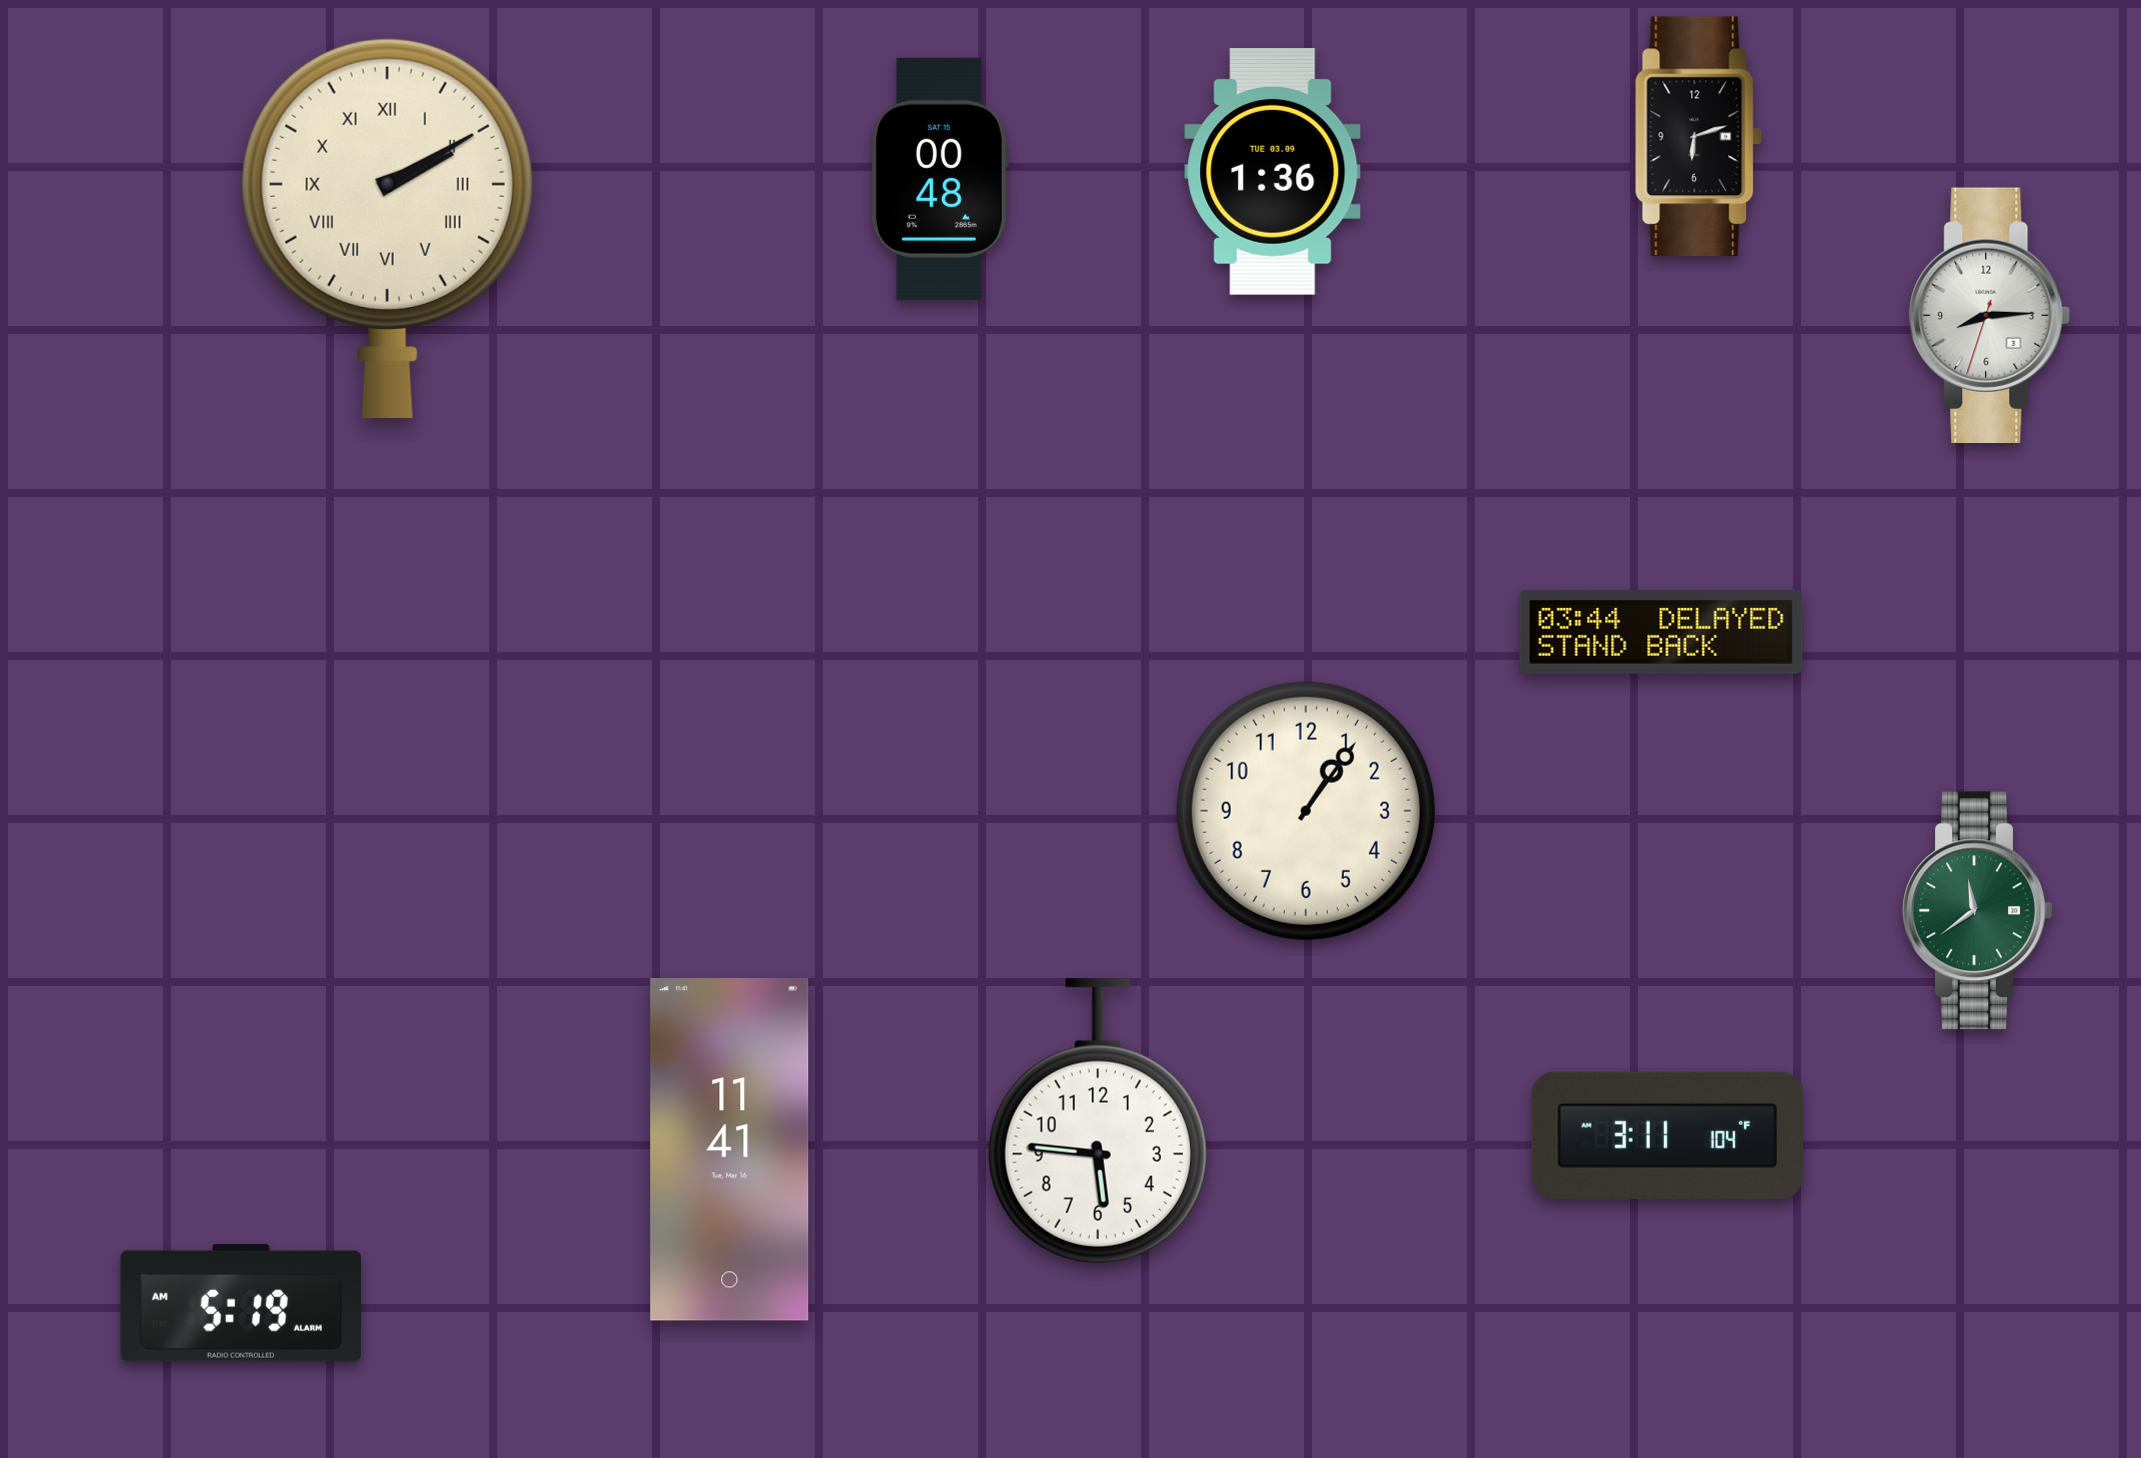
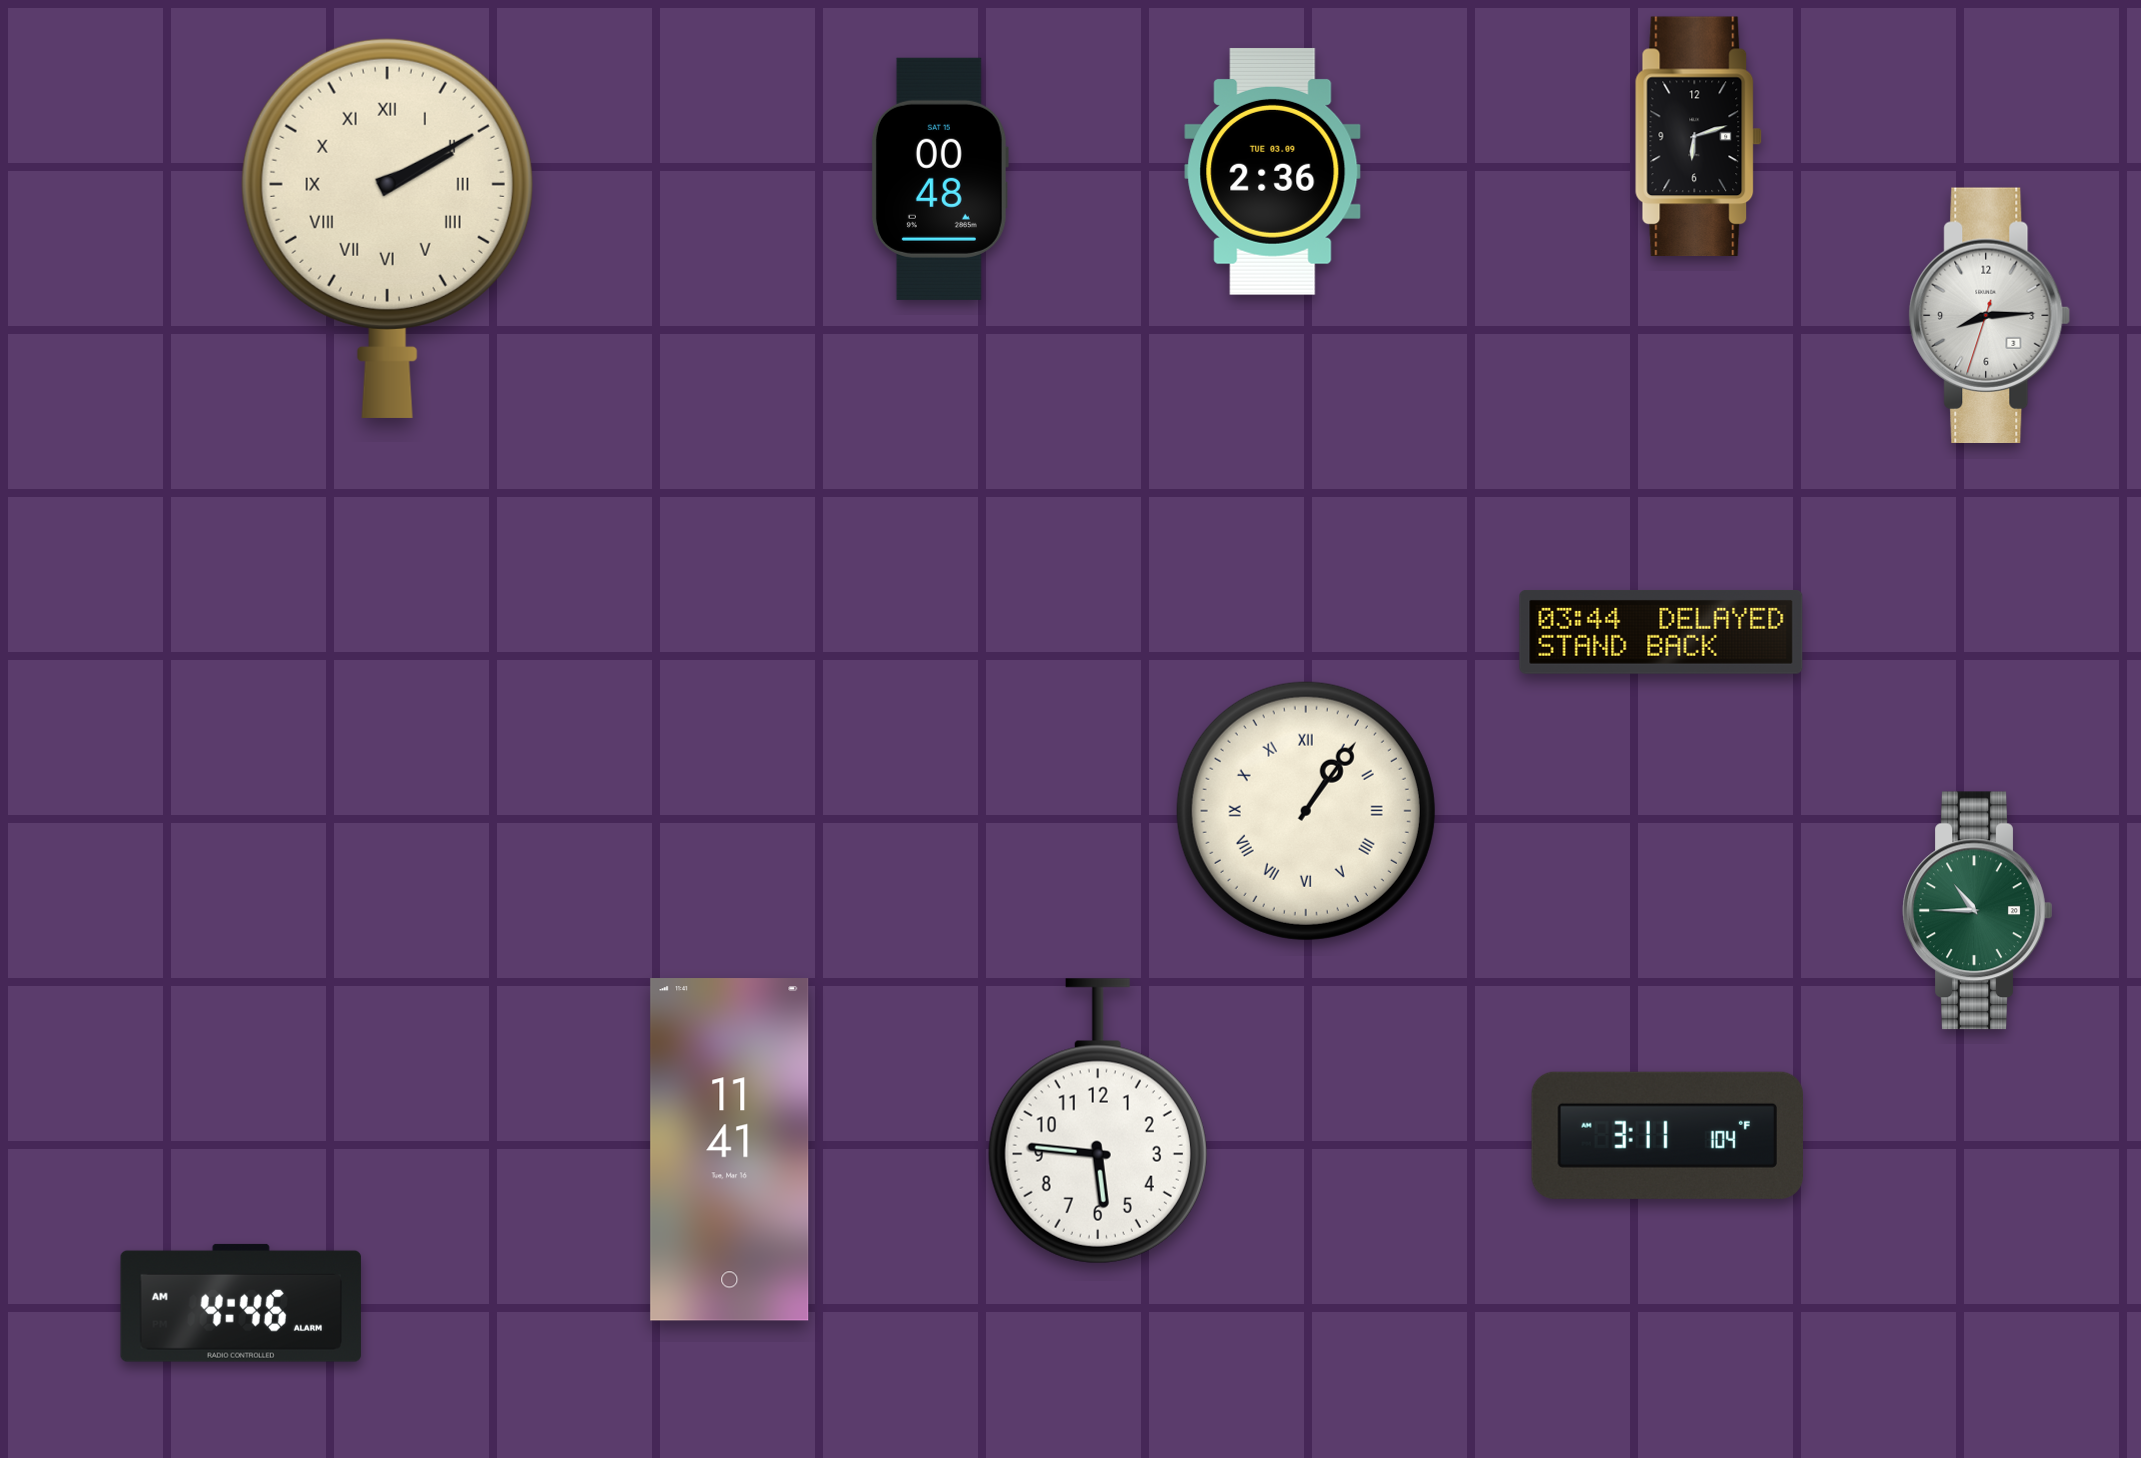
clock at (1273, 171): 1:36 -> 2:36
clock at (1306, 811) numerals: Arabic -> Roman
clock at (1978, 911): 11:39 -> 10:45
clock at (241, 1303): 5:19 -> 4:46
